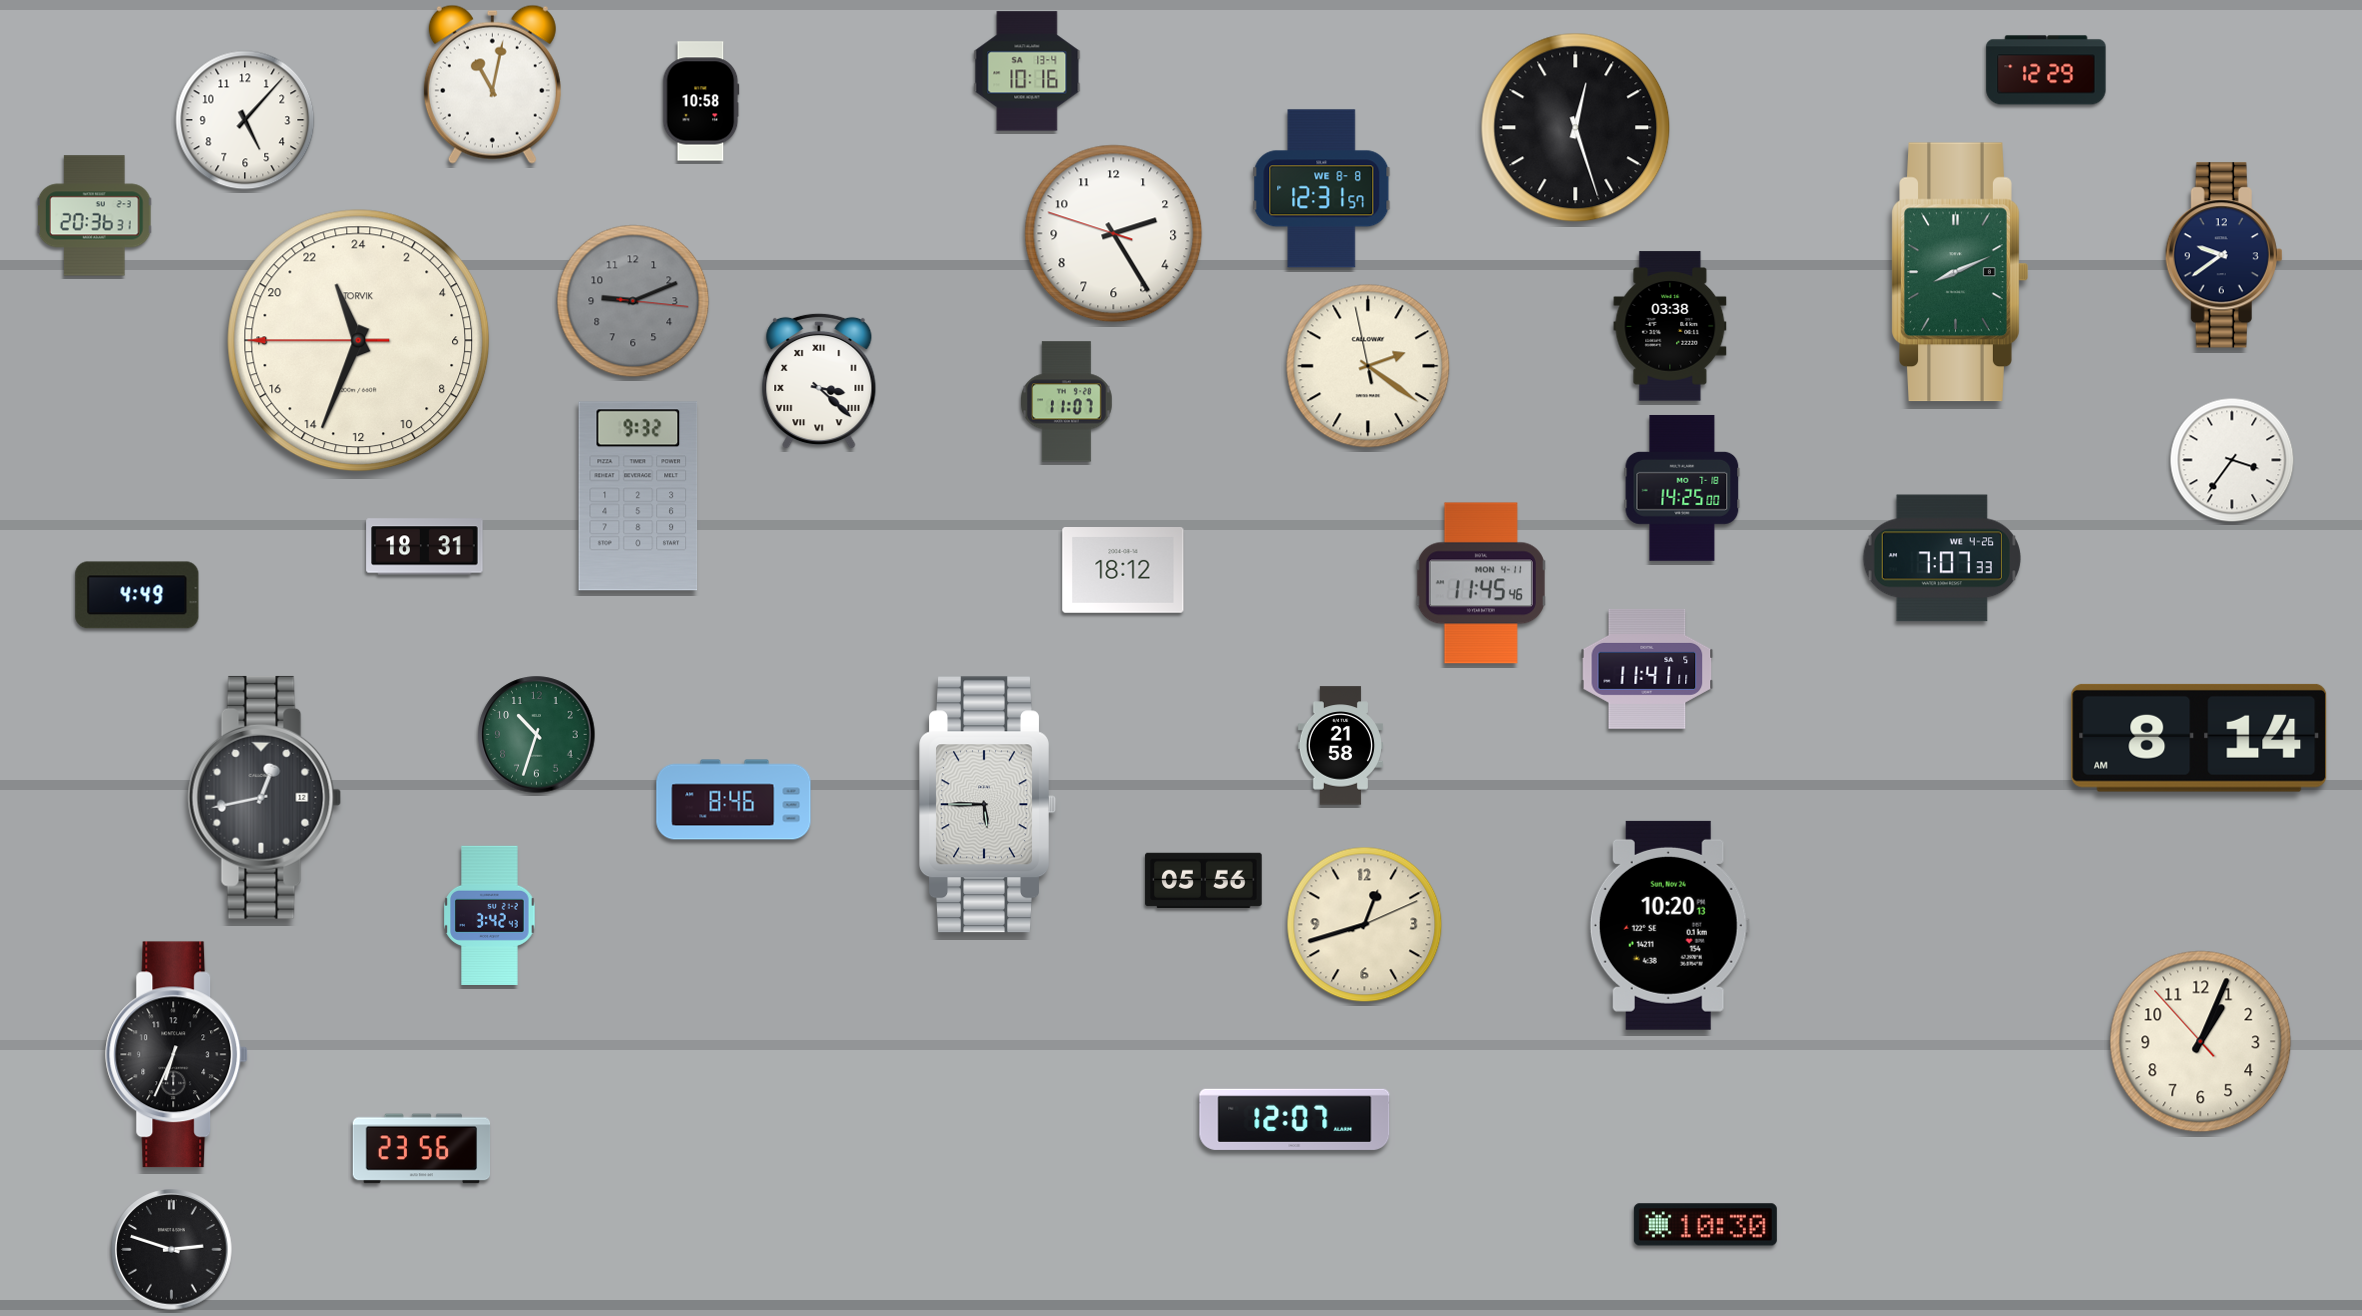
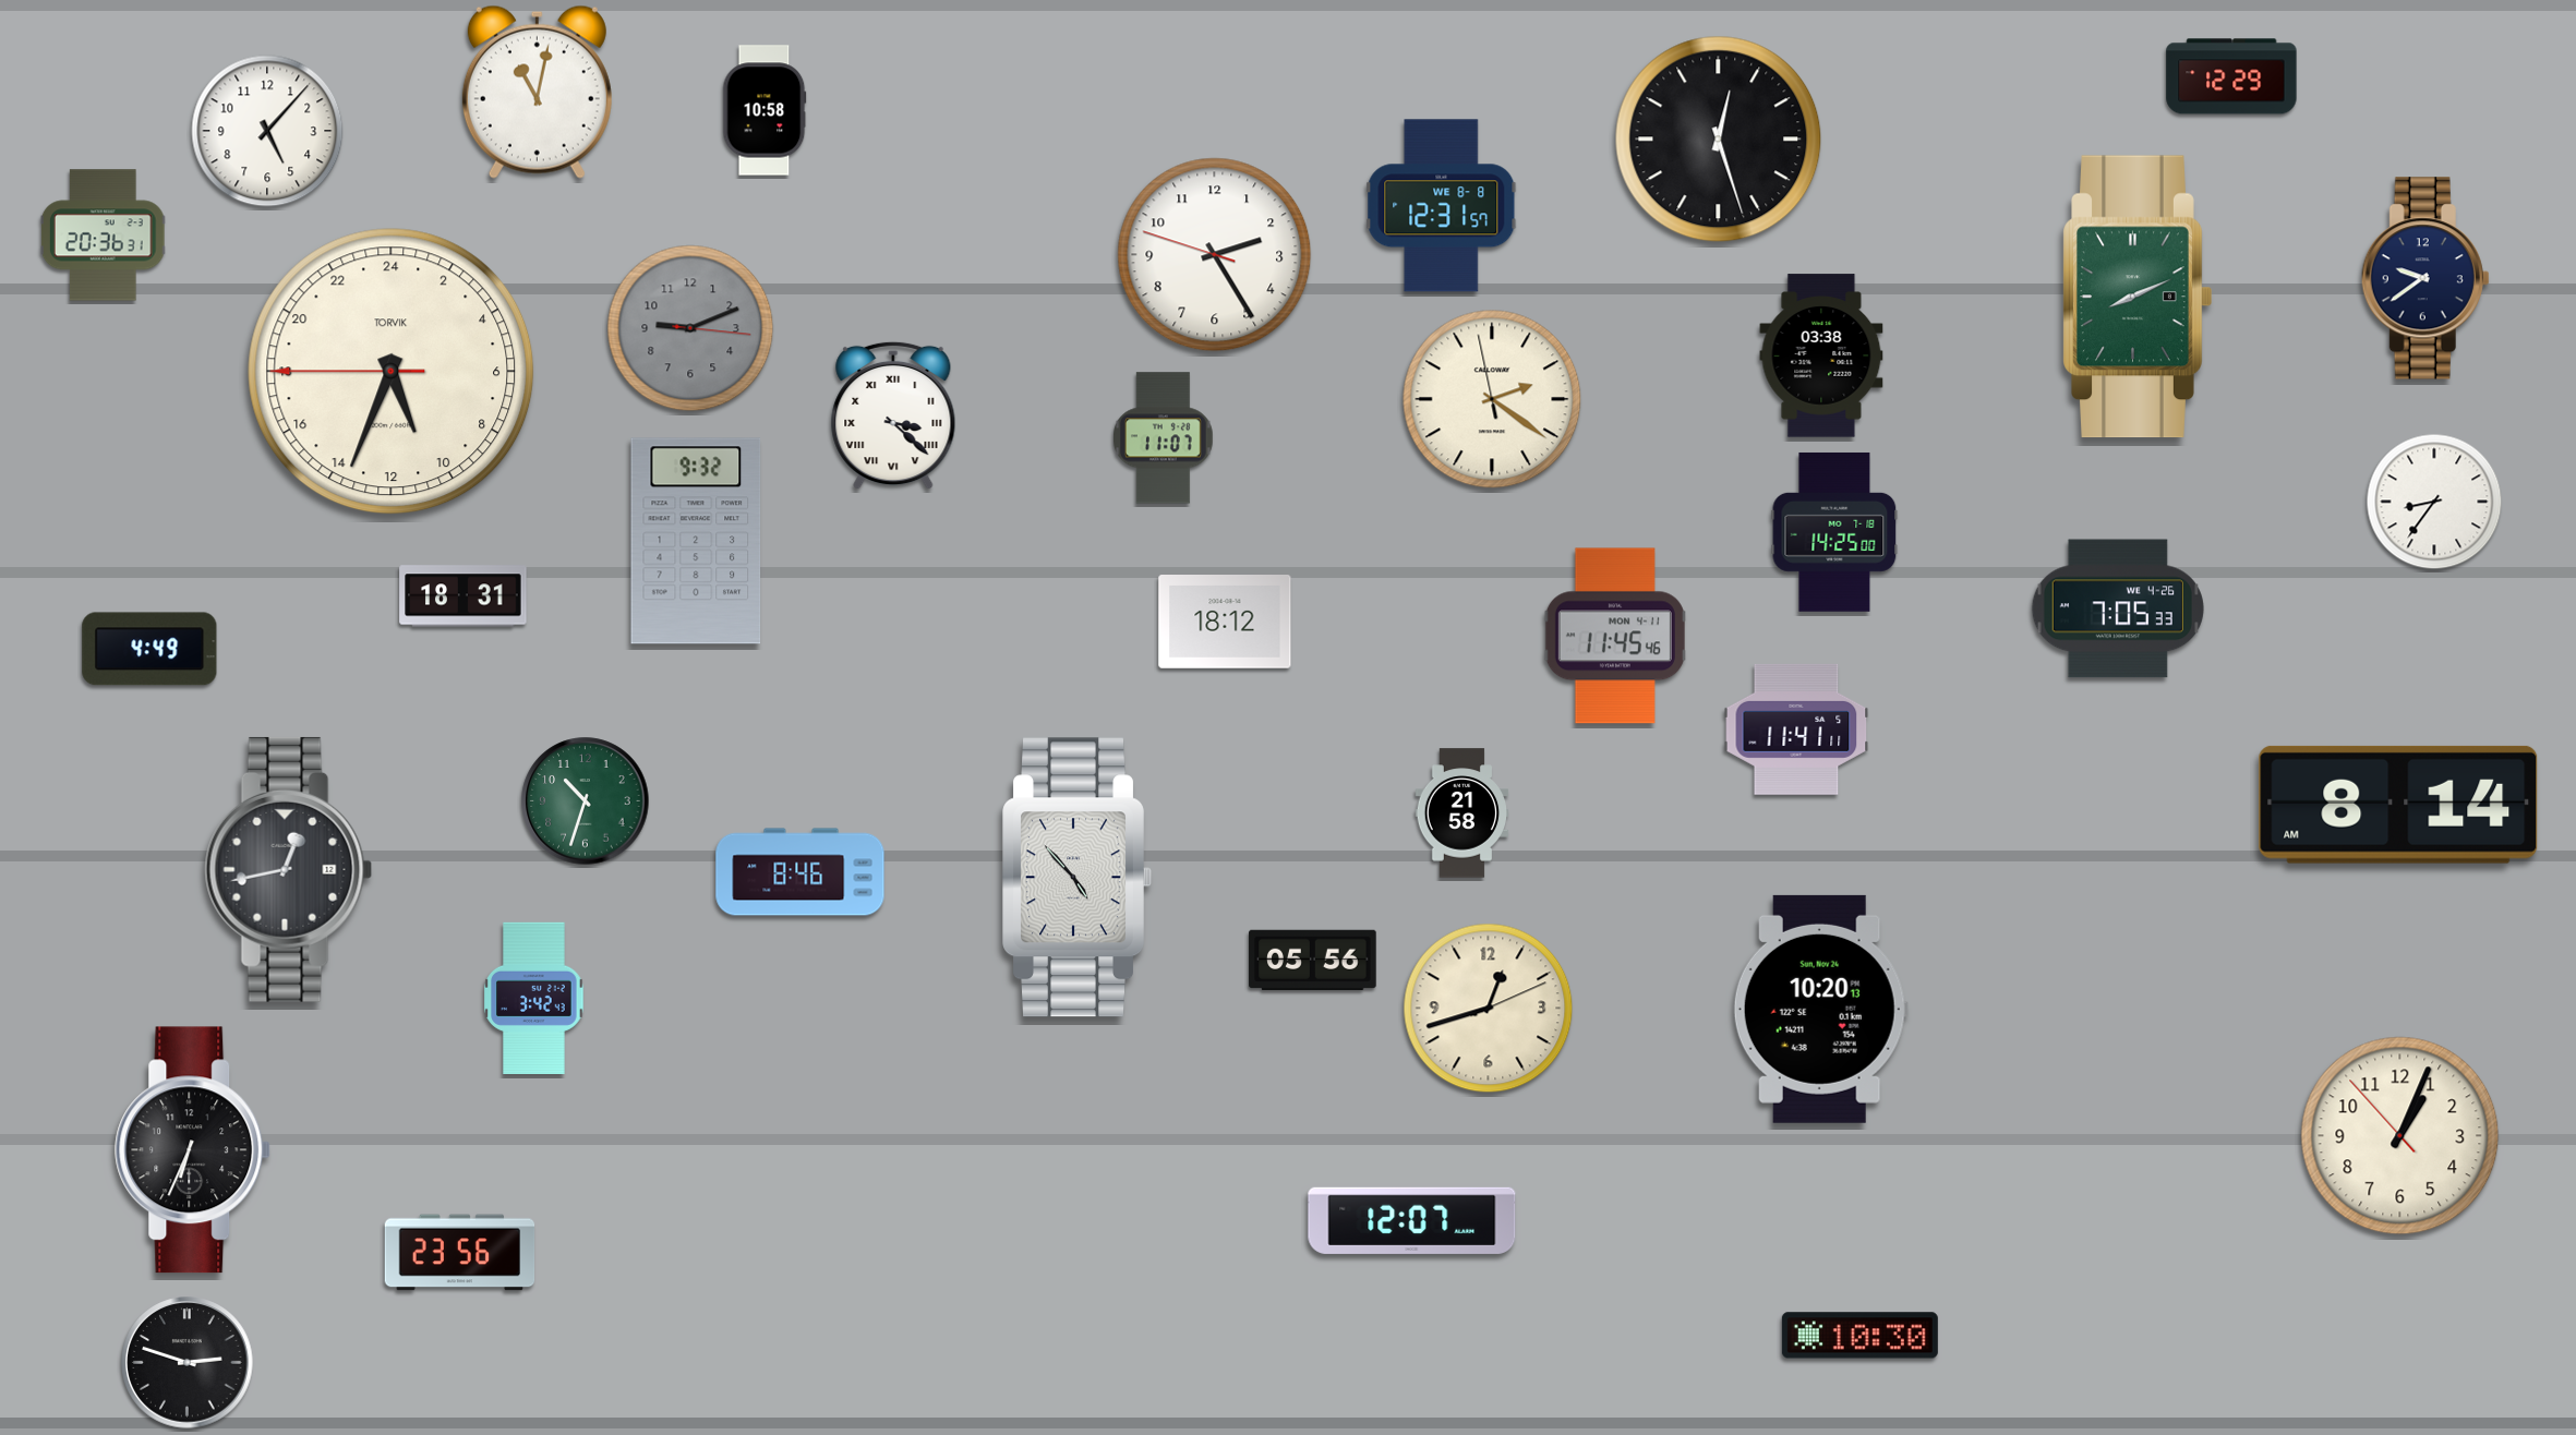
clock at (1027, 71): 10:16 -> none
clock at (359, 341): 22:33 -> 10:33
clock at (2232, 460): 3:36 -> 8:36
clock at (1942, 558): 7:07 -> 7:05
clock at (988, 805): 5:45 -> 4:53
